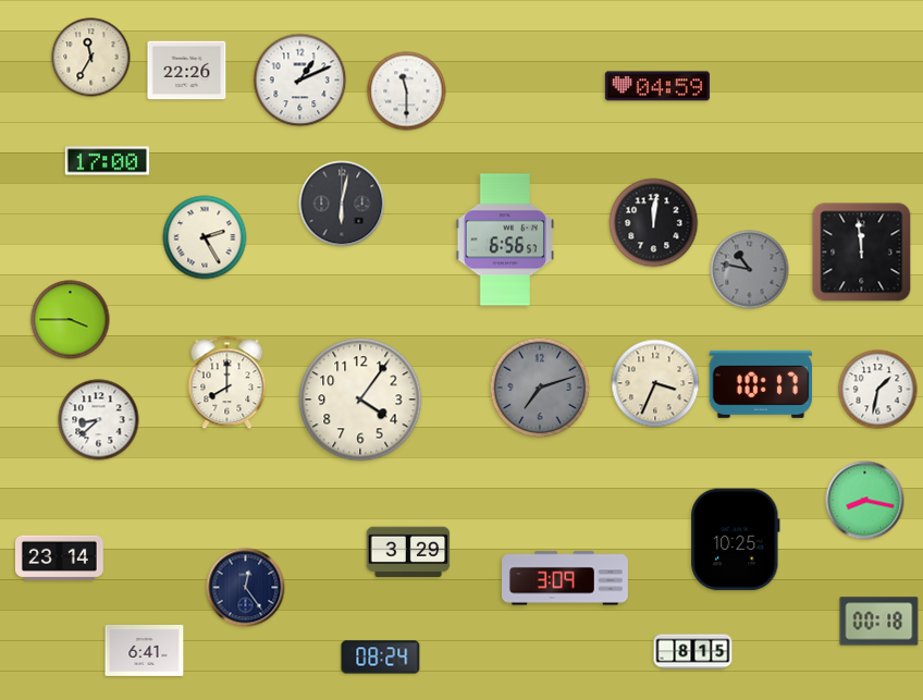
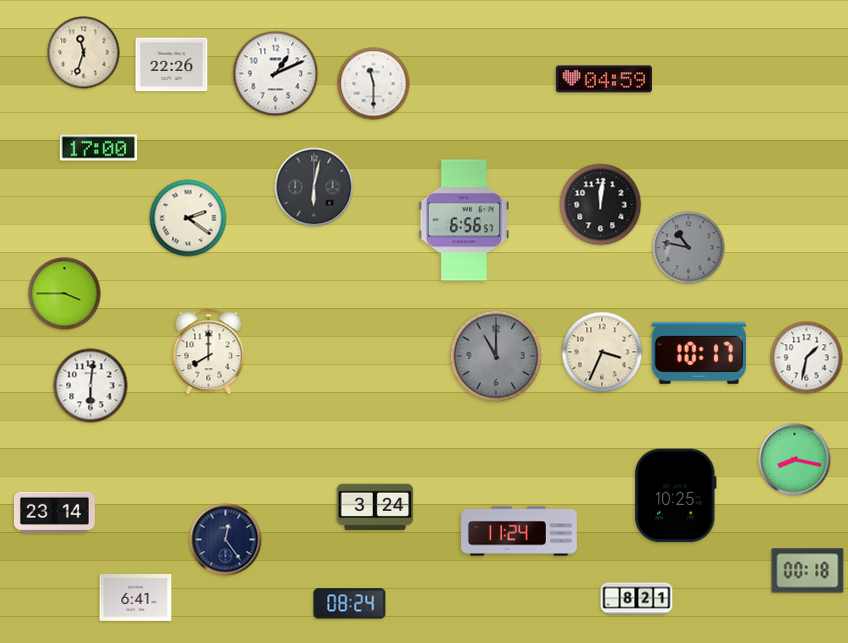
clock at (91, 58): 11:35 -> 11:33
clock at (205, 237): 2:25 -> 2:21
clock at (862, 253): 11:59 -> none
clock at (540, 388): 7:12 -> 11:00
clock at (360, 400): 4:06 -> none
clock at (99, 420): 8:38 -> 6:01
clock at (408, 552): 3:29 -> 3:24
clock at (566, 578): 3:09 -> 11:24
clock at (145, 650) position: (145, 650) -> (136, 597)
clock at (693, 652): 8:15 -> 8:21
